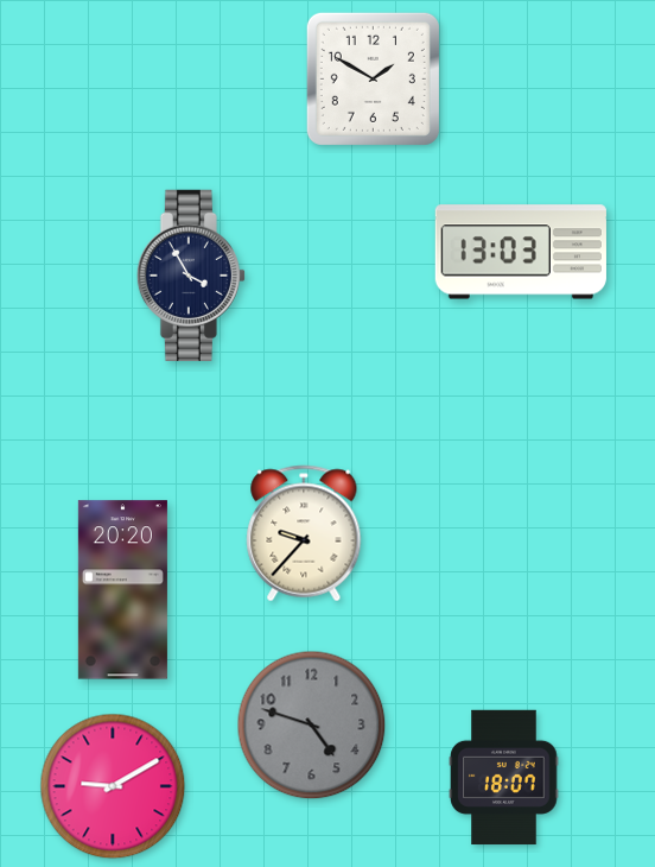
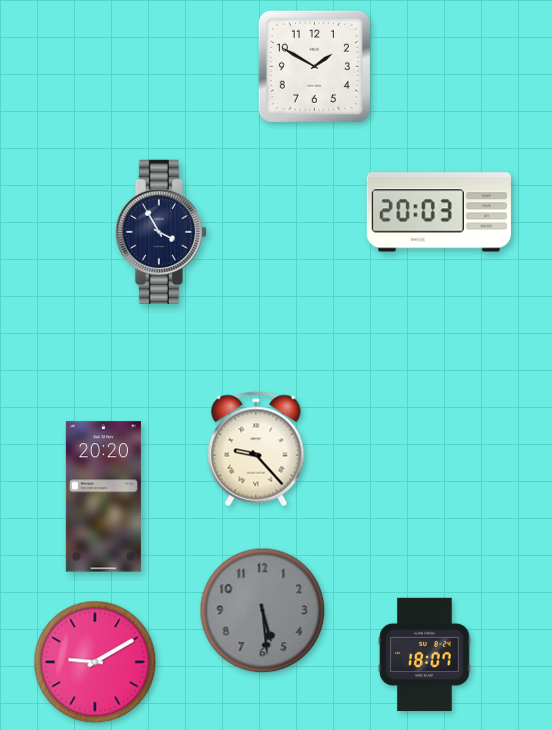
clock at (521, 252): 13:03 -> 20:03
clock at (304, 533): 9:37 -> 9:23
clock at (312, 726): 4:48 -> 5:29
